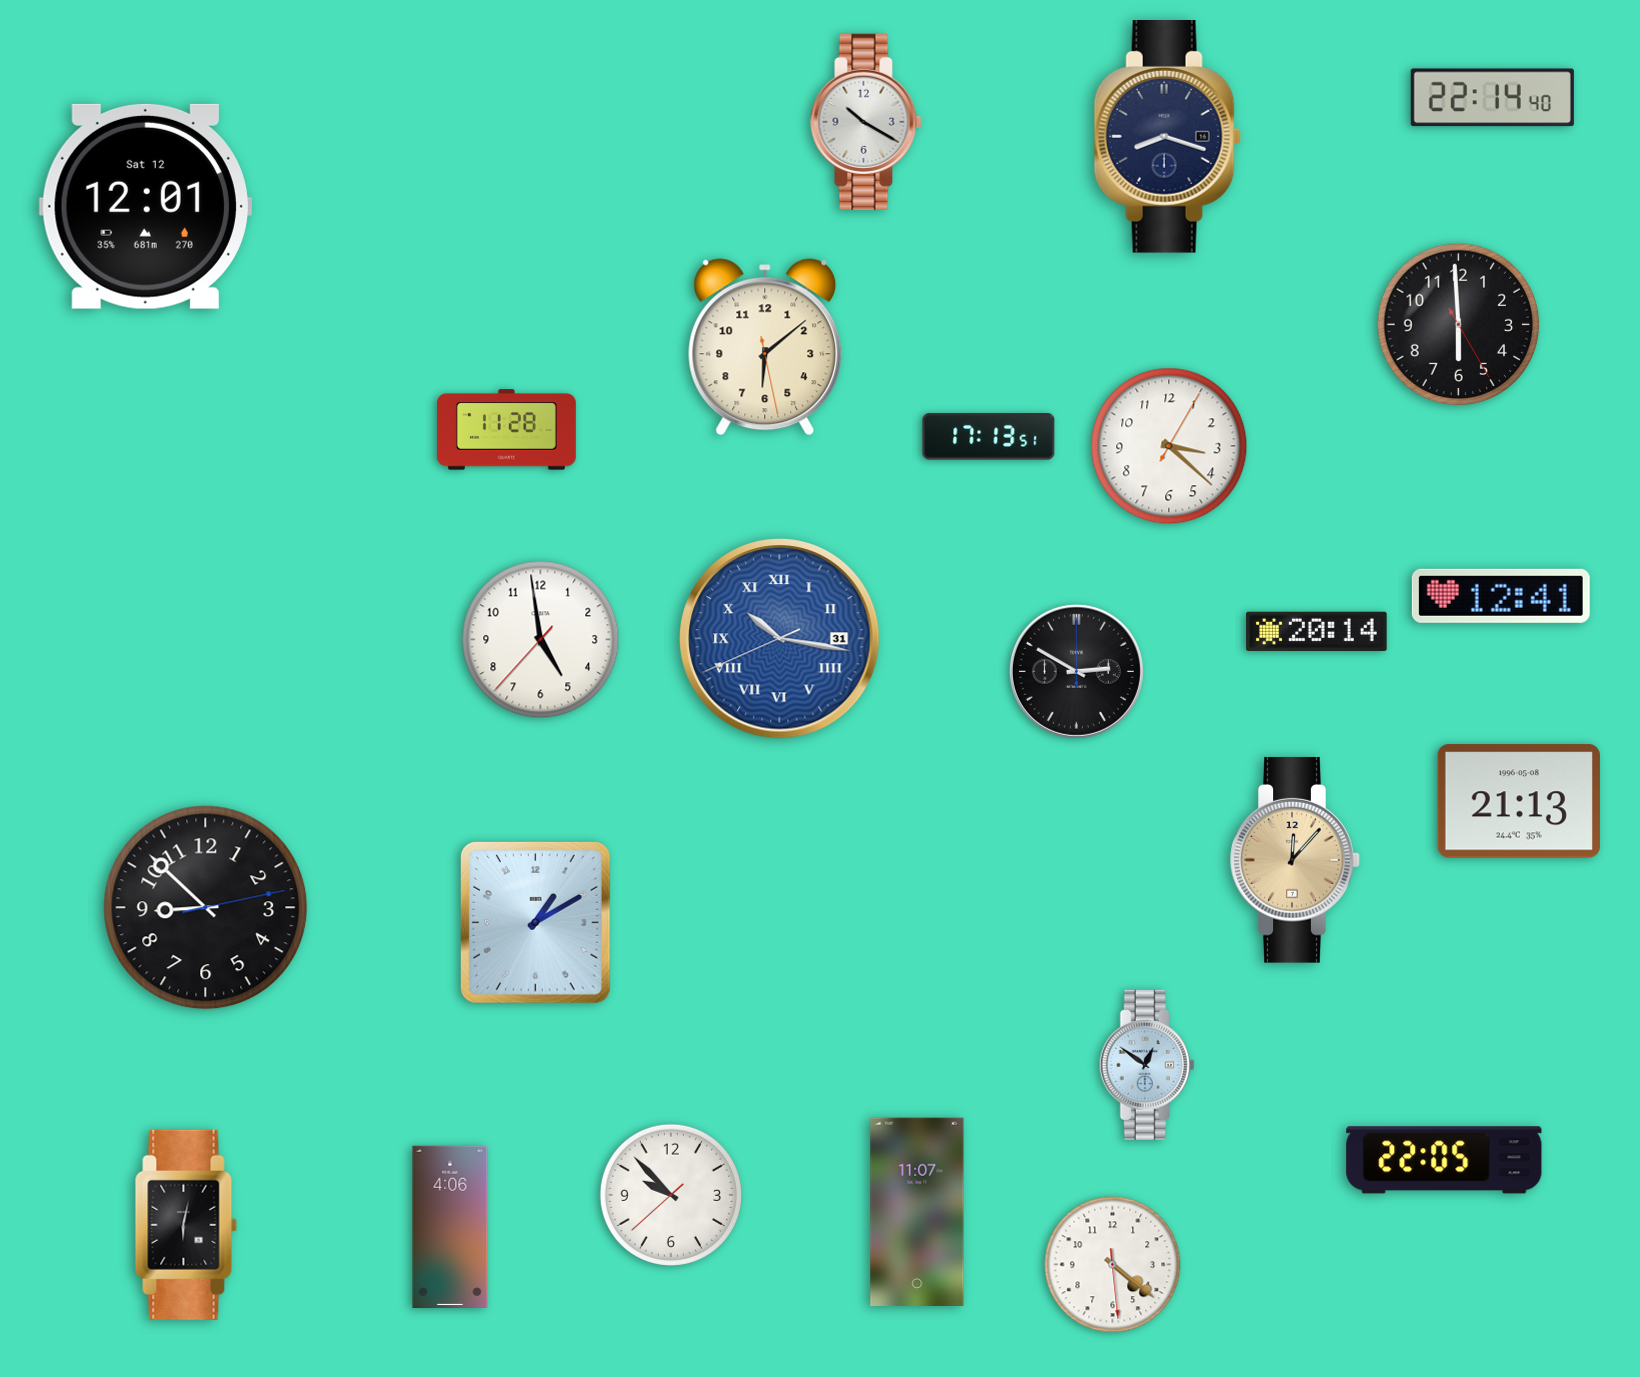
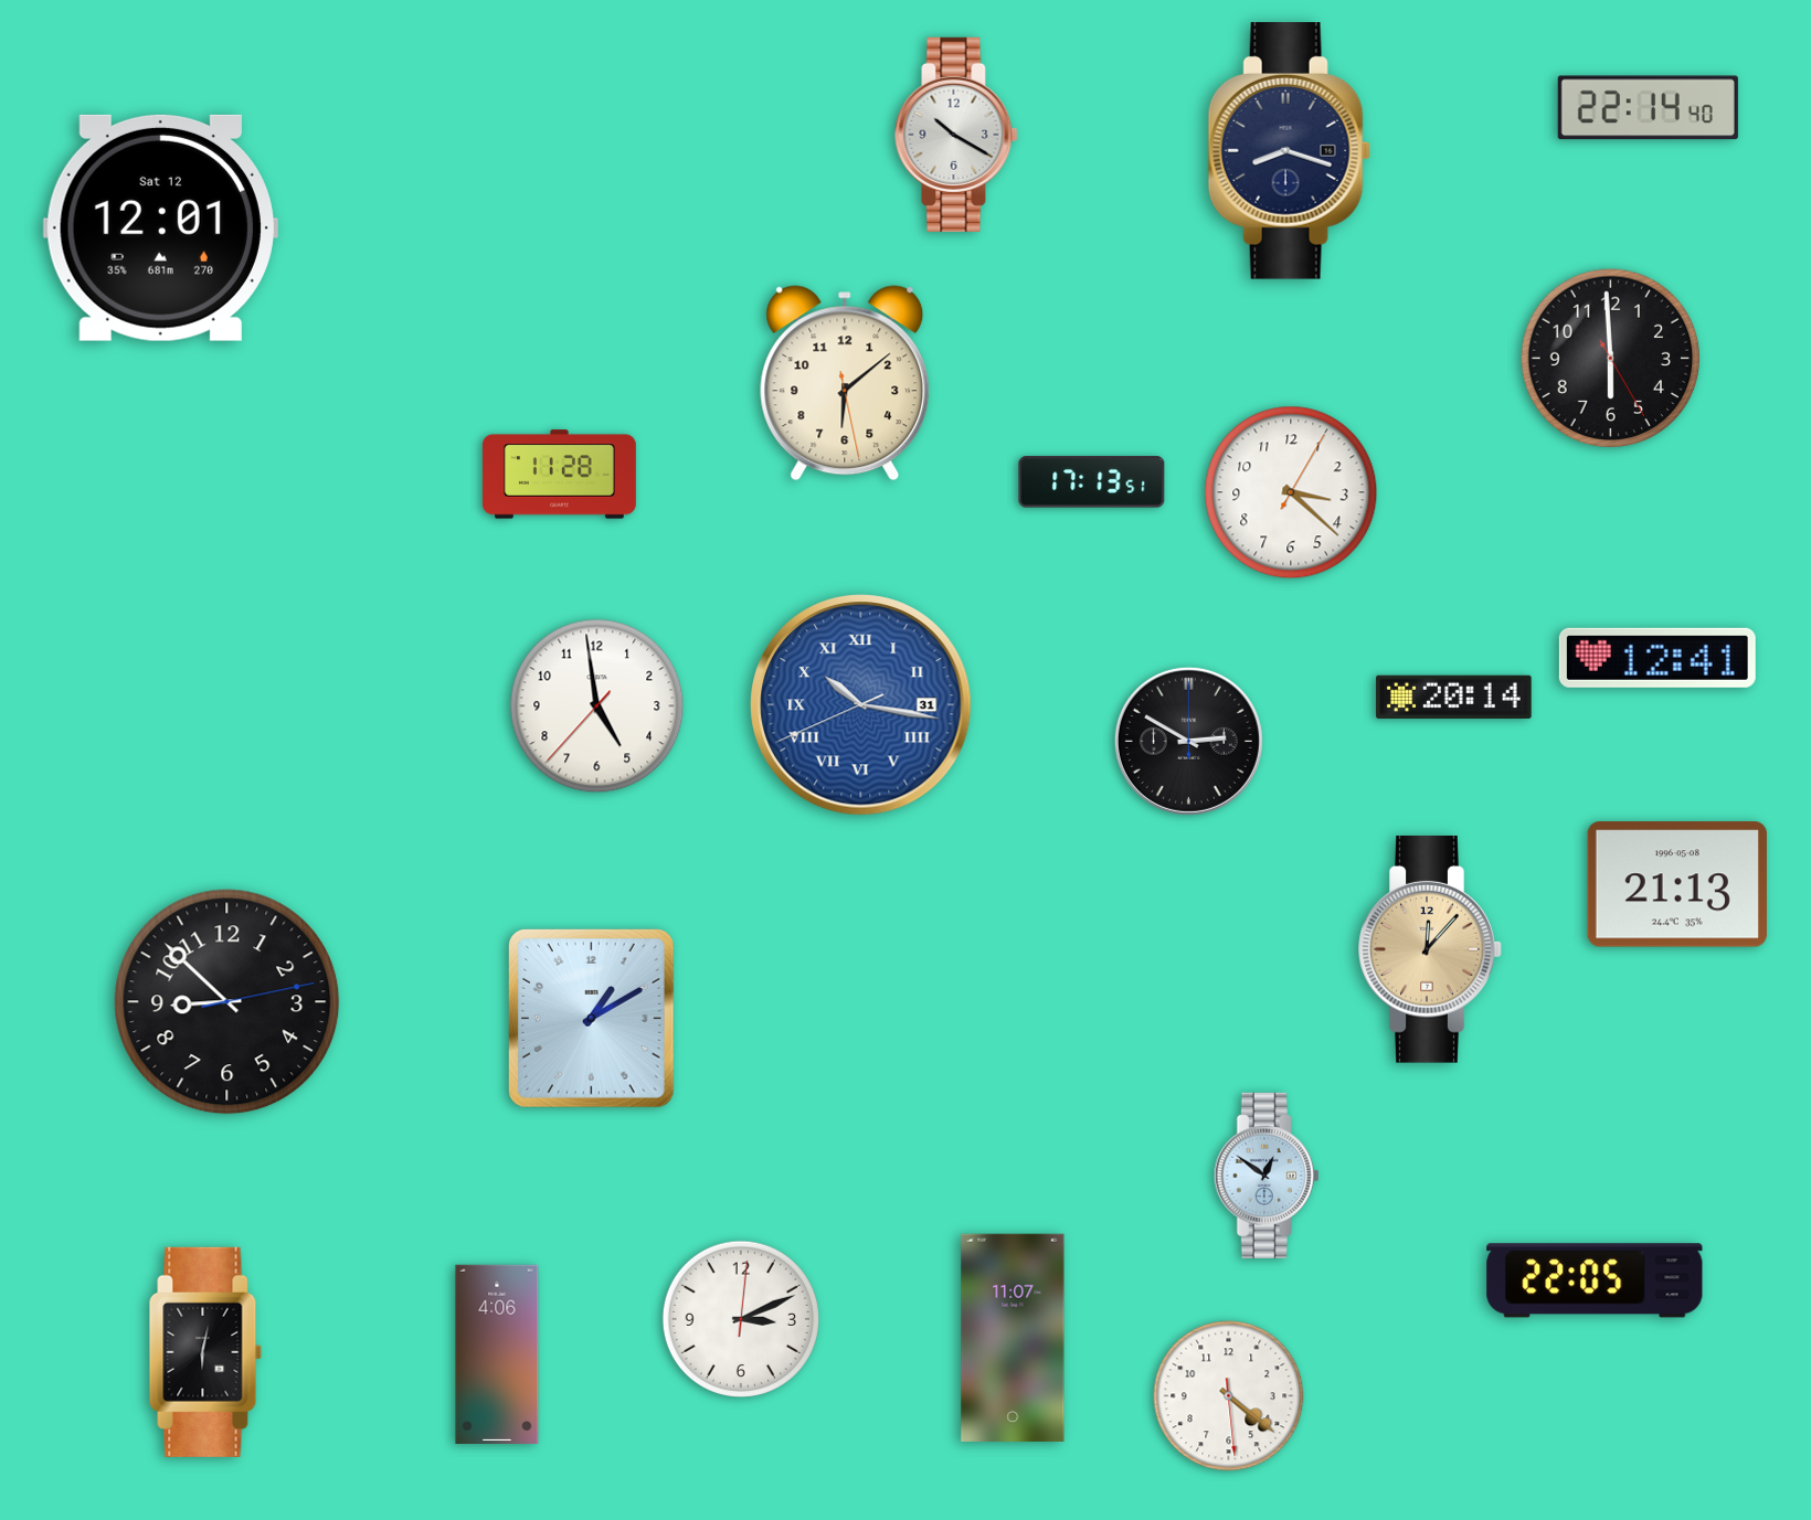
clock at (671, 1195): 9:52 -> 3:11
